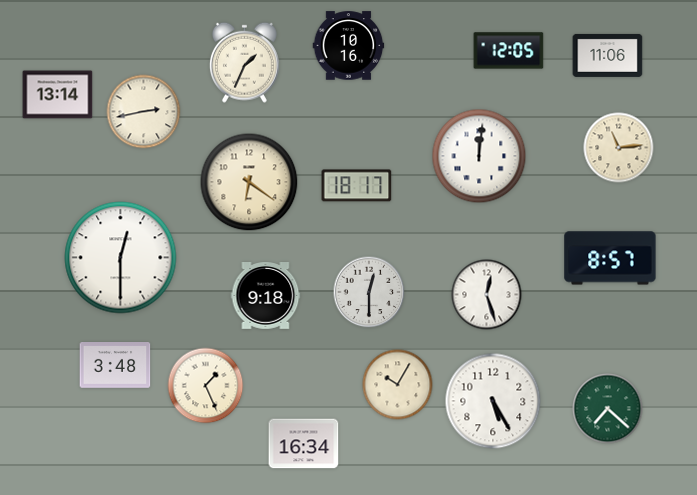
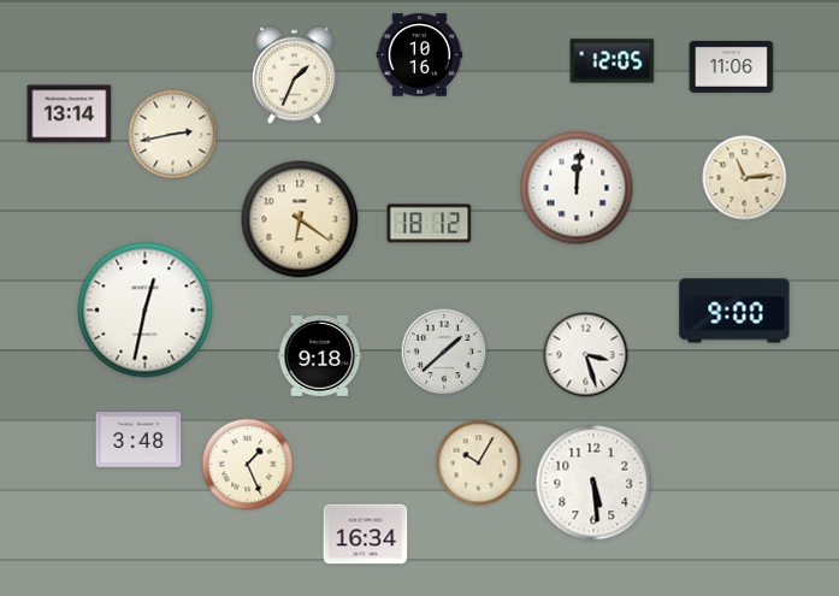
clock at (357, 186): 18:17 -> 18:12
clock at (121, 258): 12:30 -> 12:32
clock at (610, 258): 8:57 -> 9:00
clock at (369, 292): 12:30 -> 1:38
clock at (487, 295): 12:27 -> 3:27
clock at (493, 401): 5:25 -> 5:29
clock at (608, 409): 7:22 -> none
